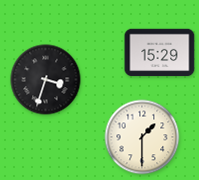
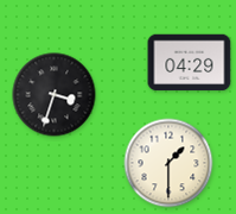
clock at (160, 53): 15:29 -> 04:29
